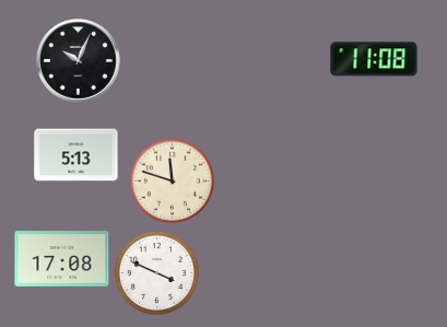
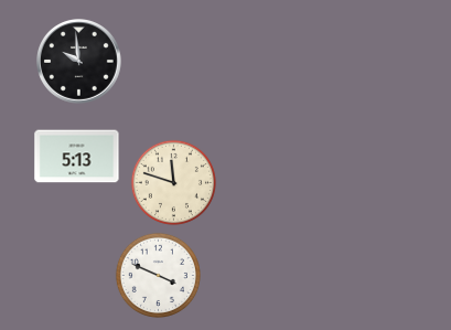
clock at (374, 59): 11:08 -> none
clock at (79, 61): 10:04 -> 9:59
clock at (62, 259): 17:08 -> none
